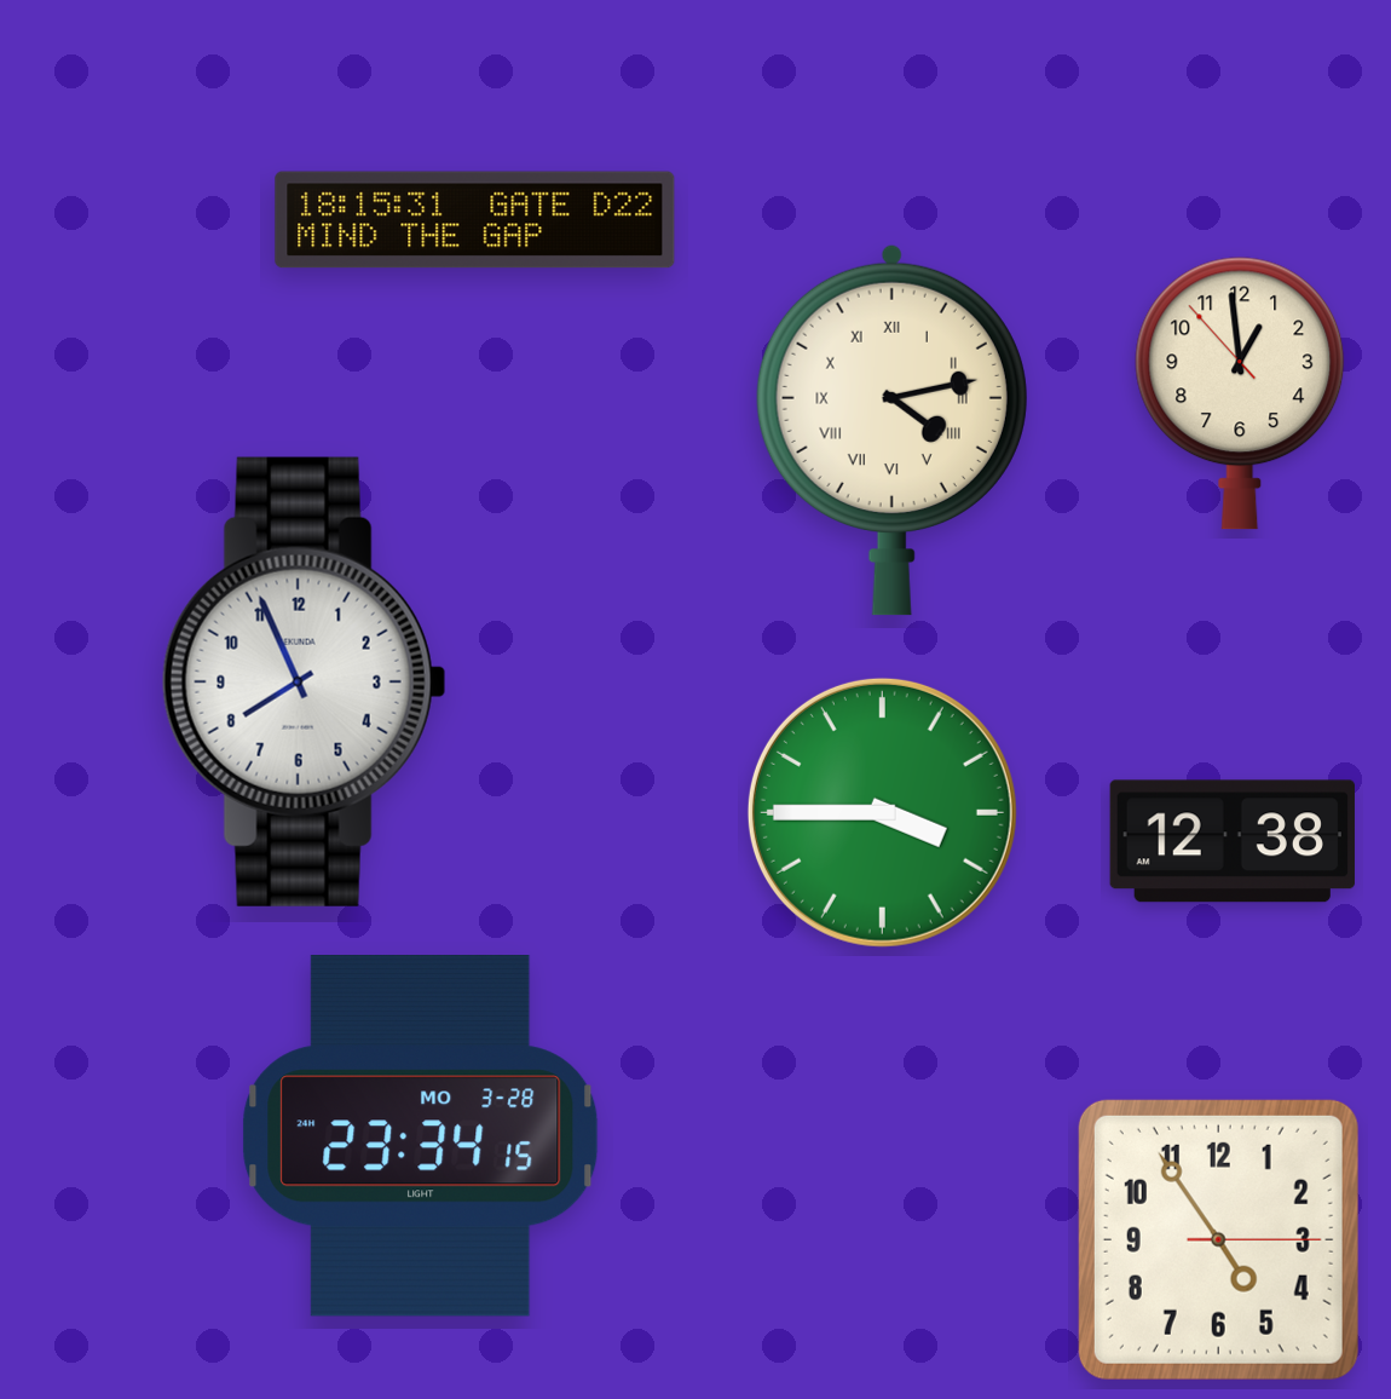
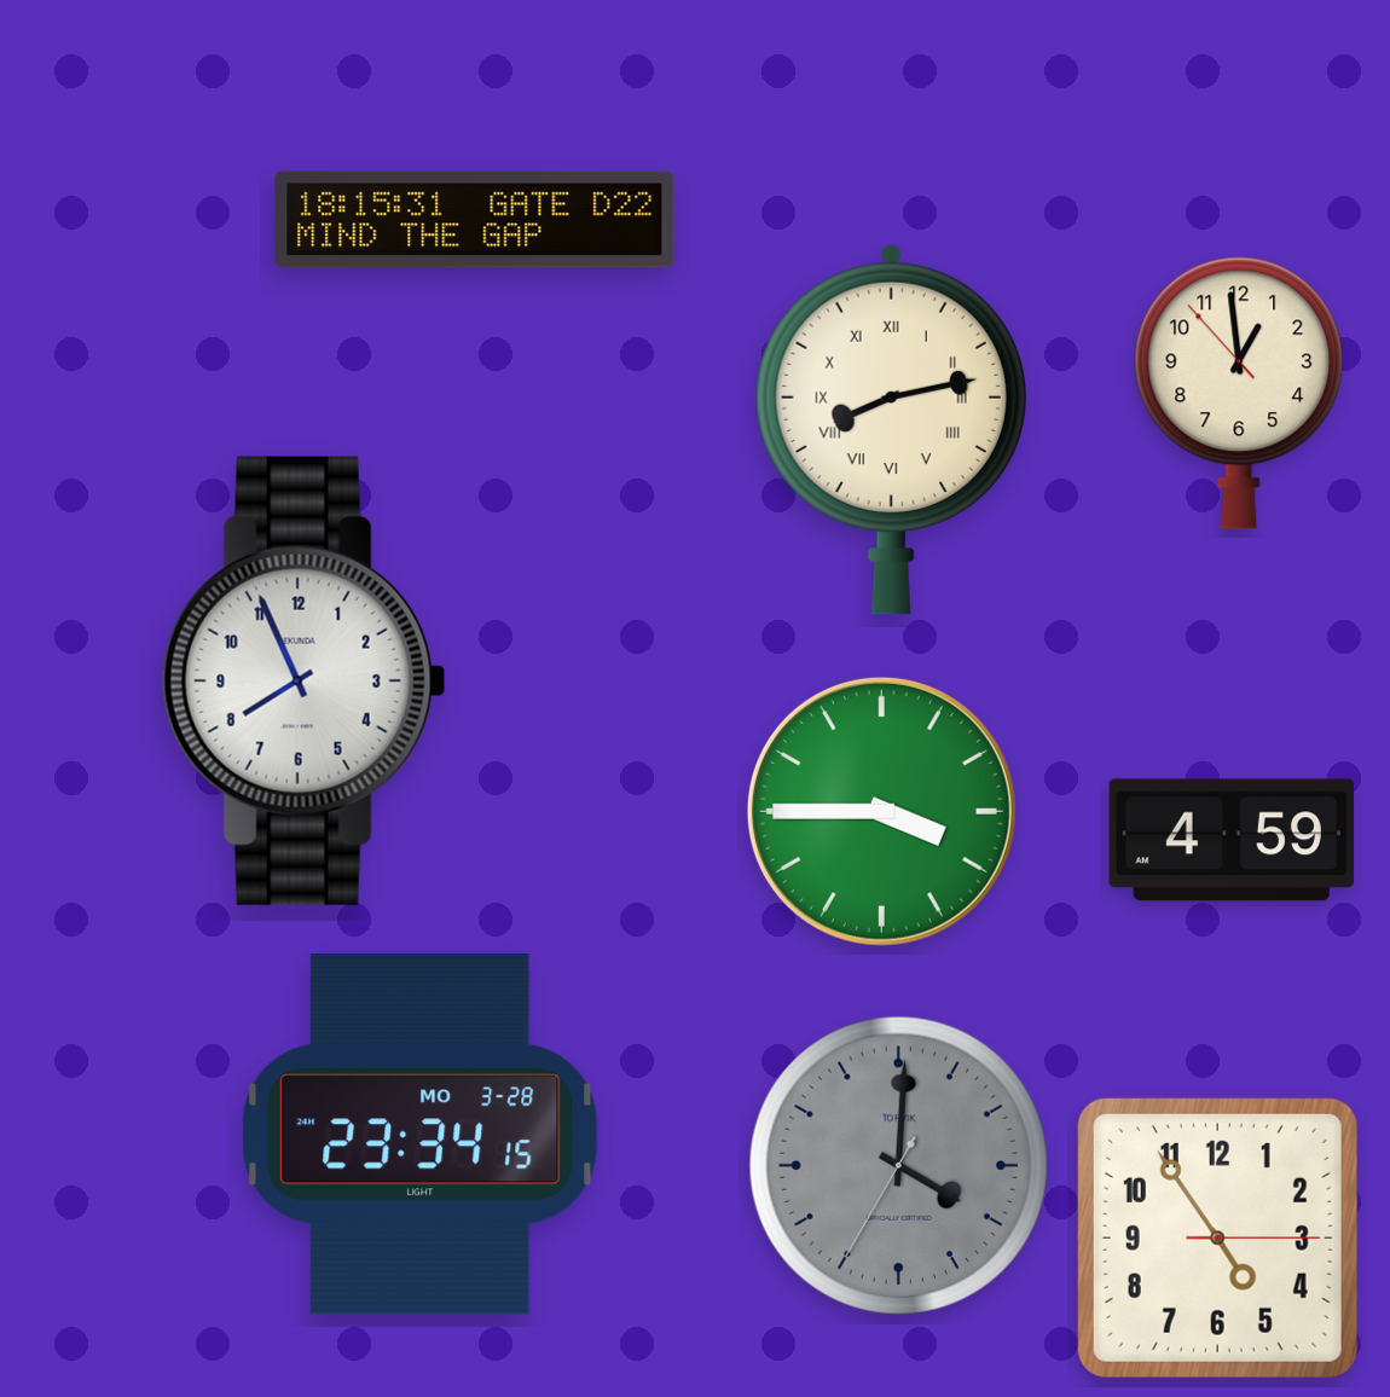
clock at (891, 430): 4:13 -> 8:13
clock at (1231, 841): 12:38 -> 4:59
clock at (898, 1165): none -> 4:00
